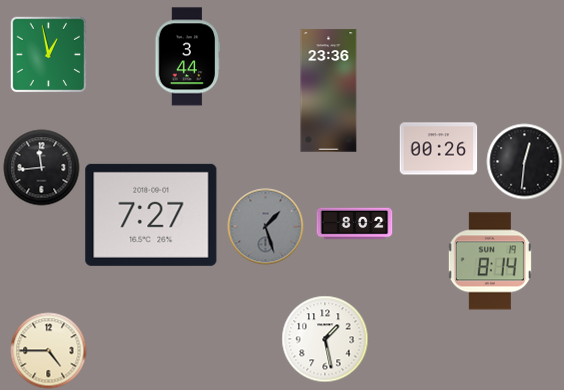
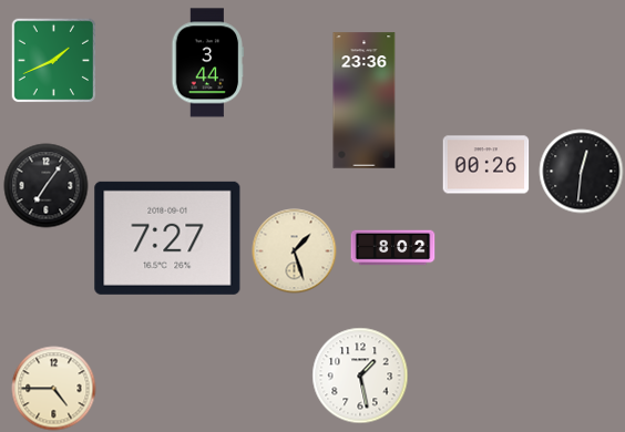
clock at (48, 54): 12:58 -> 1:41
clock at (525, 162) position: (525, 162) -> (582, 172)
clock at (42, 168): 11:44 -> 7:06
clock at (266, 227) dial: grey -> cream
clock at (490, 261): 8:14 -> none
